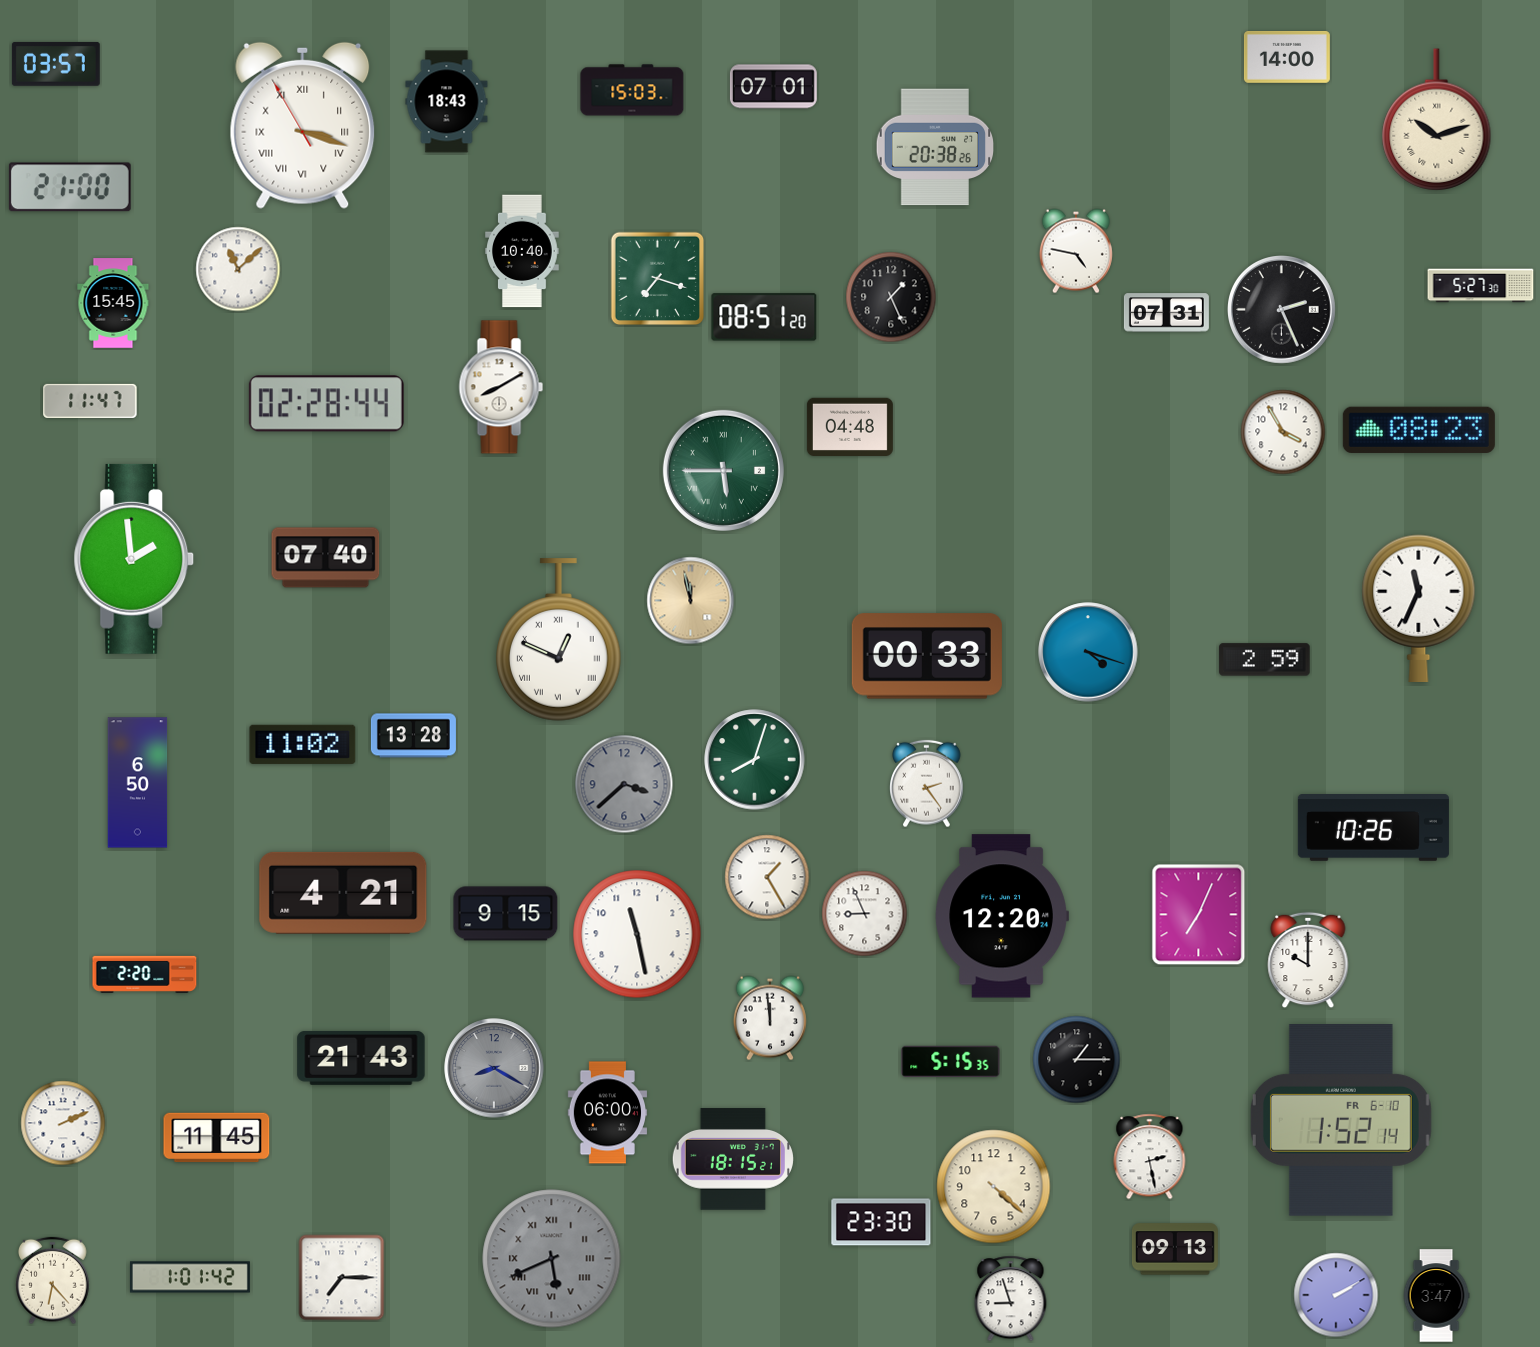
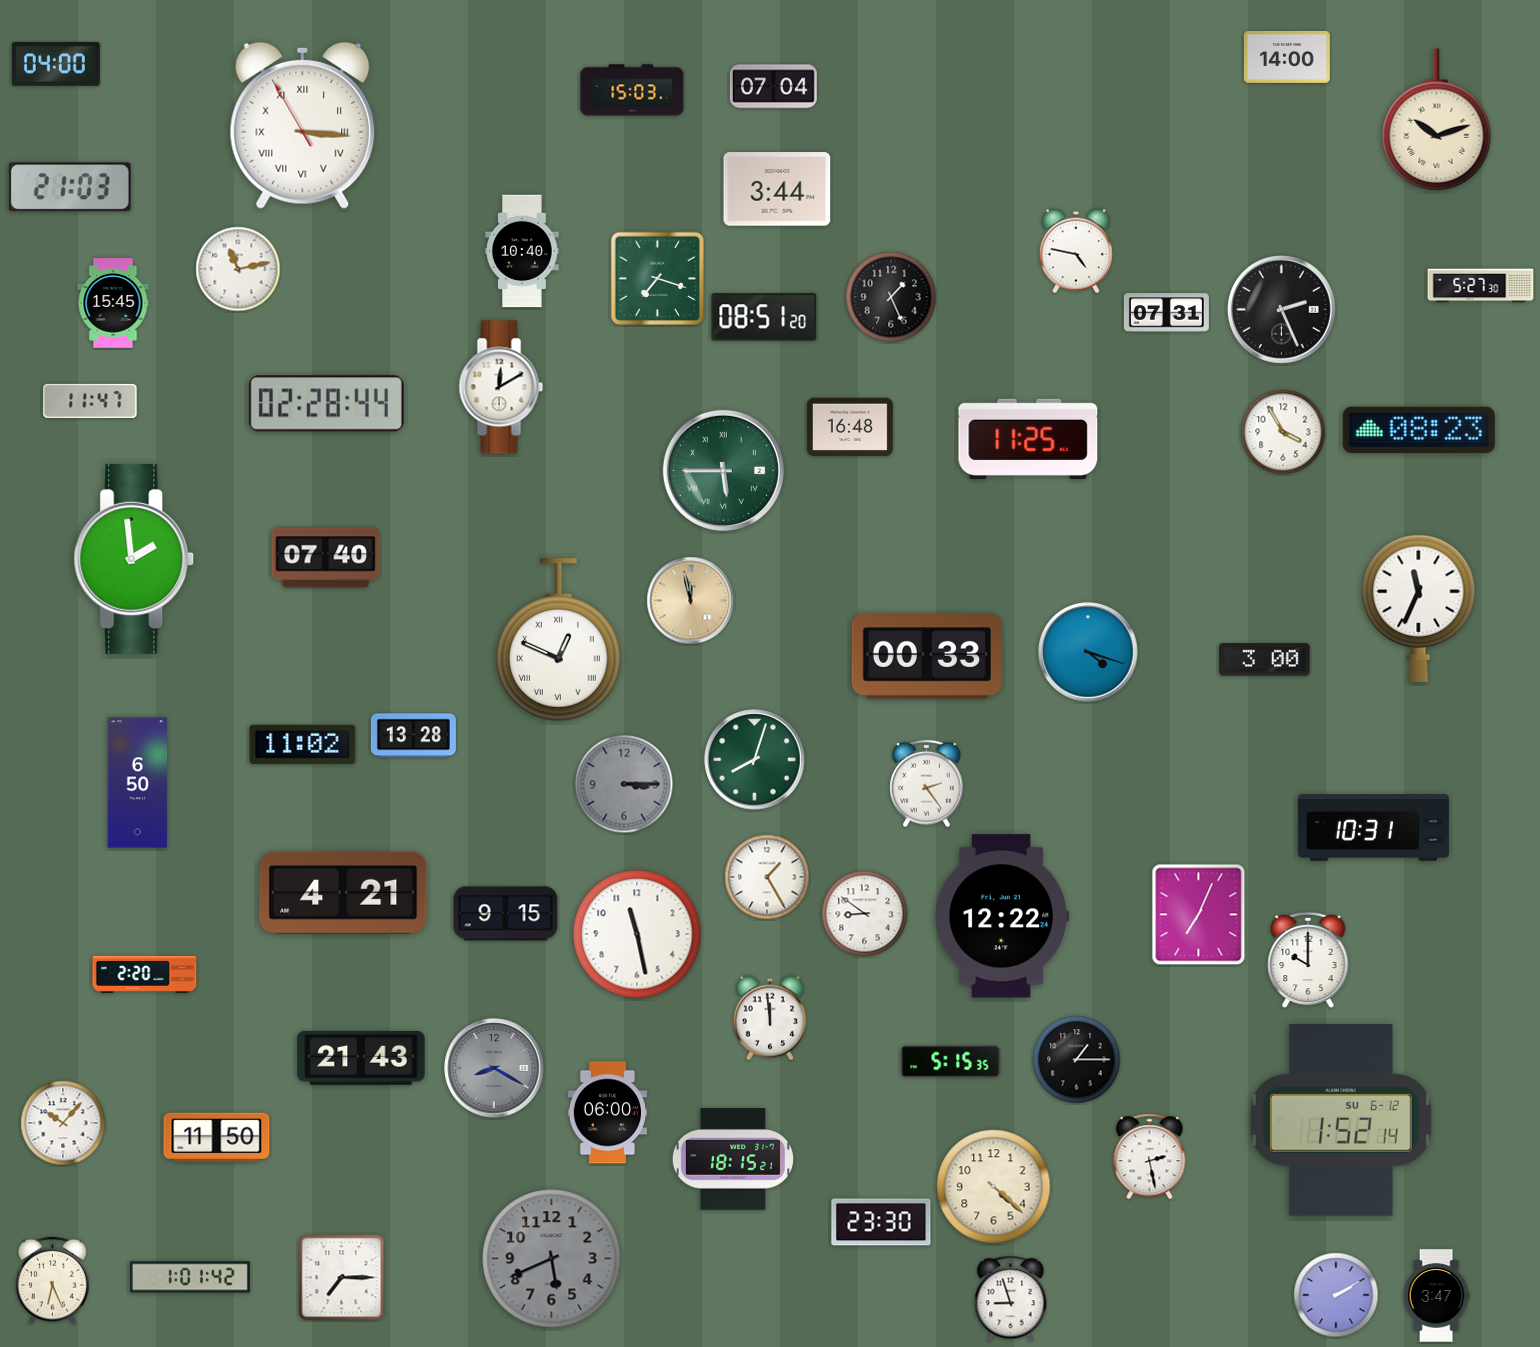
clock at (56, 64): 03:57 -> 04:00
clock at (773, 87): 07:01 -> 07:04
clock at (447, 102): 18:43 -> none
clock at (303, 125): 3:17 -> 3:15
clock at (935, 147): 20:38 -> none
clock at (70, 187): 21:00 -> 21:03
clock at (777, 189): none -> 3:44
clock at (238, 269): 11:08 -> 11:13
clock at (501, 387): 8:10 -> 12:10
clock at (850, 426): 04:48 -> 16:48
clock at (1028, 439): none -> 11:25
clock at (1265, 660): 2:59 -> 3:00
clock at (624, 784): 3:38 -> 3:15
clock at (1373, 828): 10:26 -> 10:31
clock at (865, 914): 8:56 -> 8:51
clock at (1002, 916): 12:20 -> 12:22
clock at (1341, 1121) date: FR 6-10 -> SU 6-12
clock at (63, 1123): 2:11 -> 10:07
clock at (217, 1138): 11:45 -> 11:50
clock at (1175, 1249): 09:13 -> none
clock at (552, 1259) numerals: Roman -> Arabic
clock at (53, 1281): 6:23 -> 6:26
